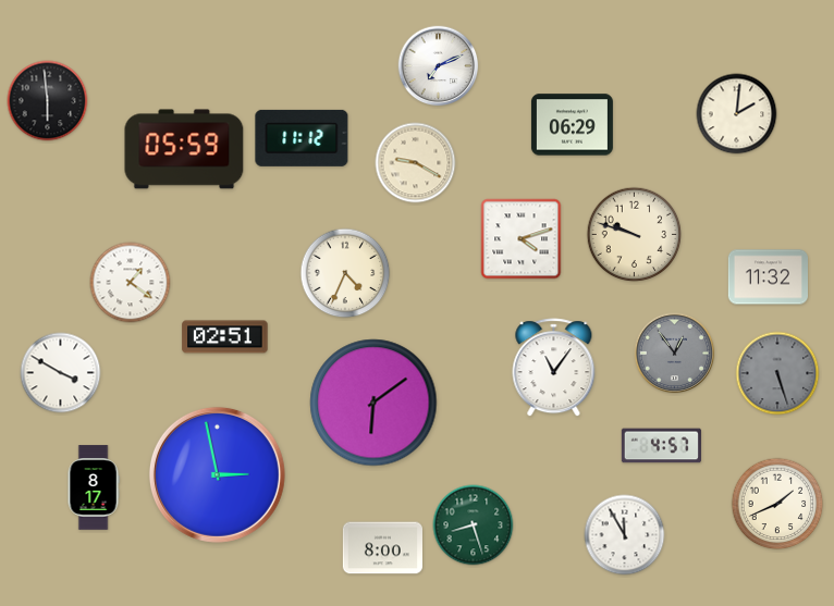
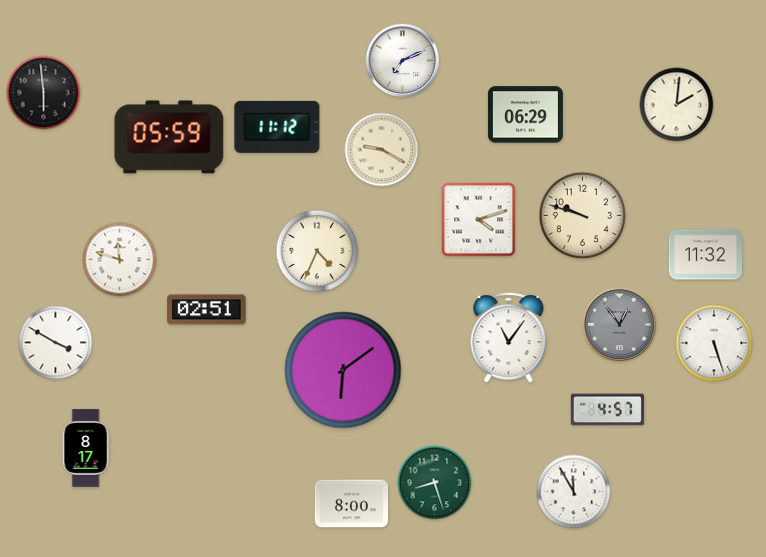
clock at (131, 283): 1:21 -> 11:48
clock at (777, 373) dial: grey -> white
clock at (217, 474): 2:58 -> none
clock at (777, 504): 1:41 -> none
